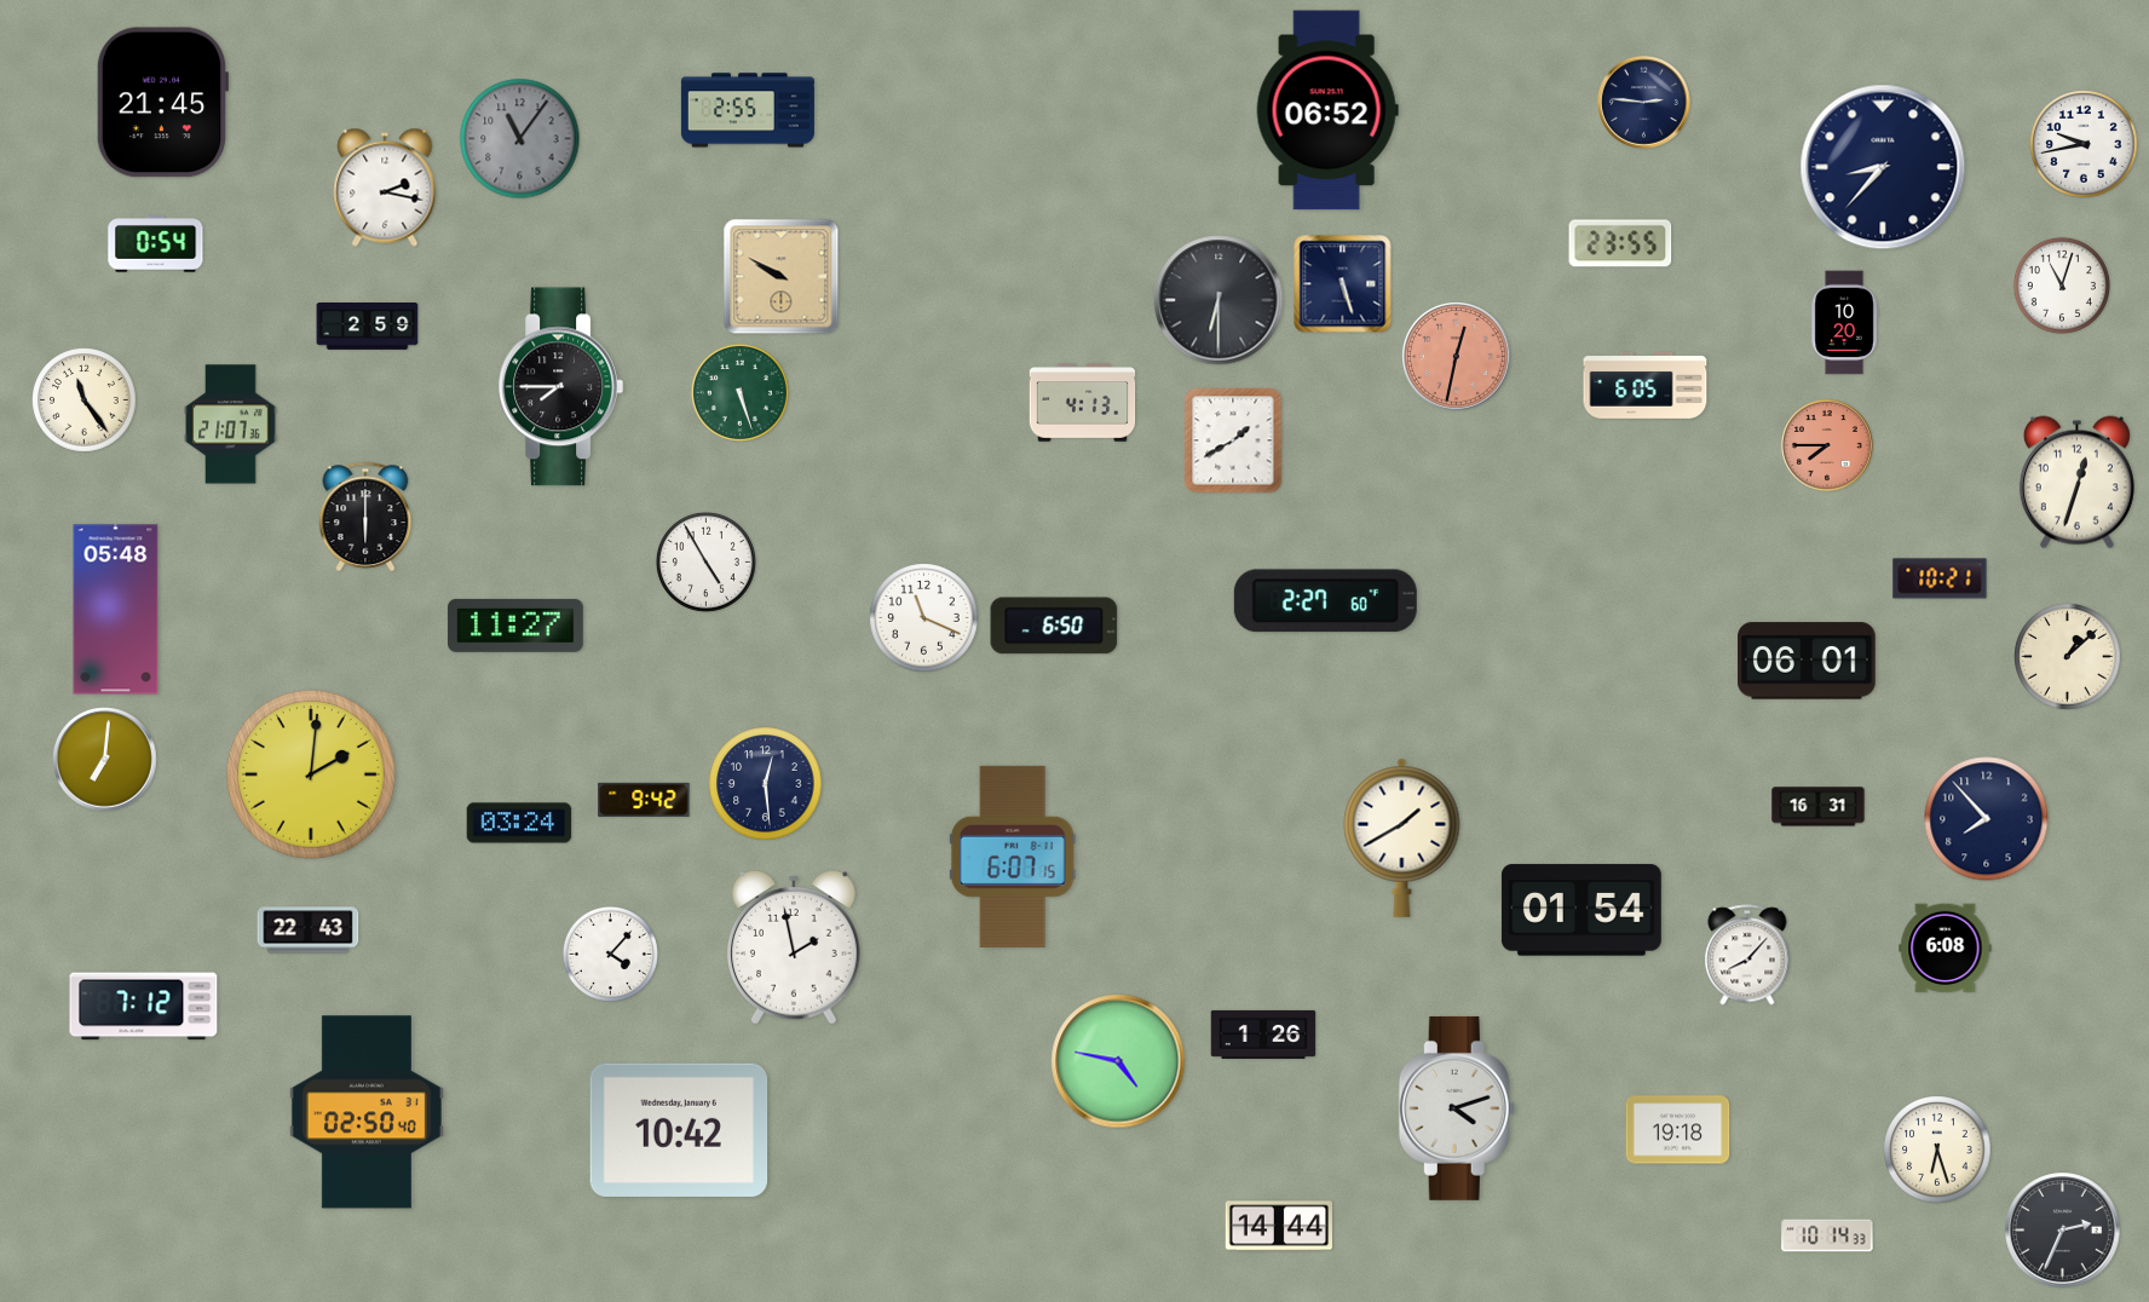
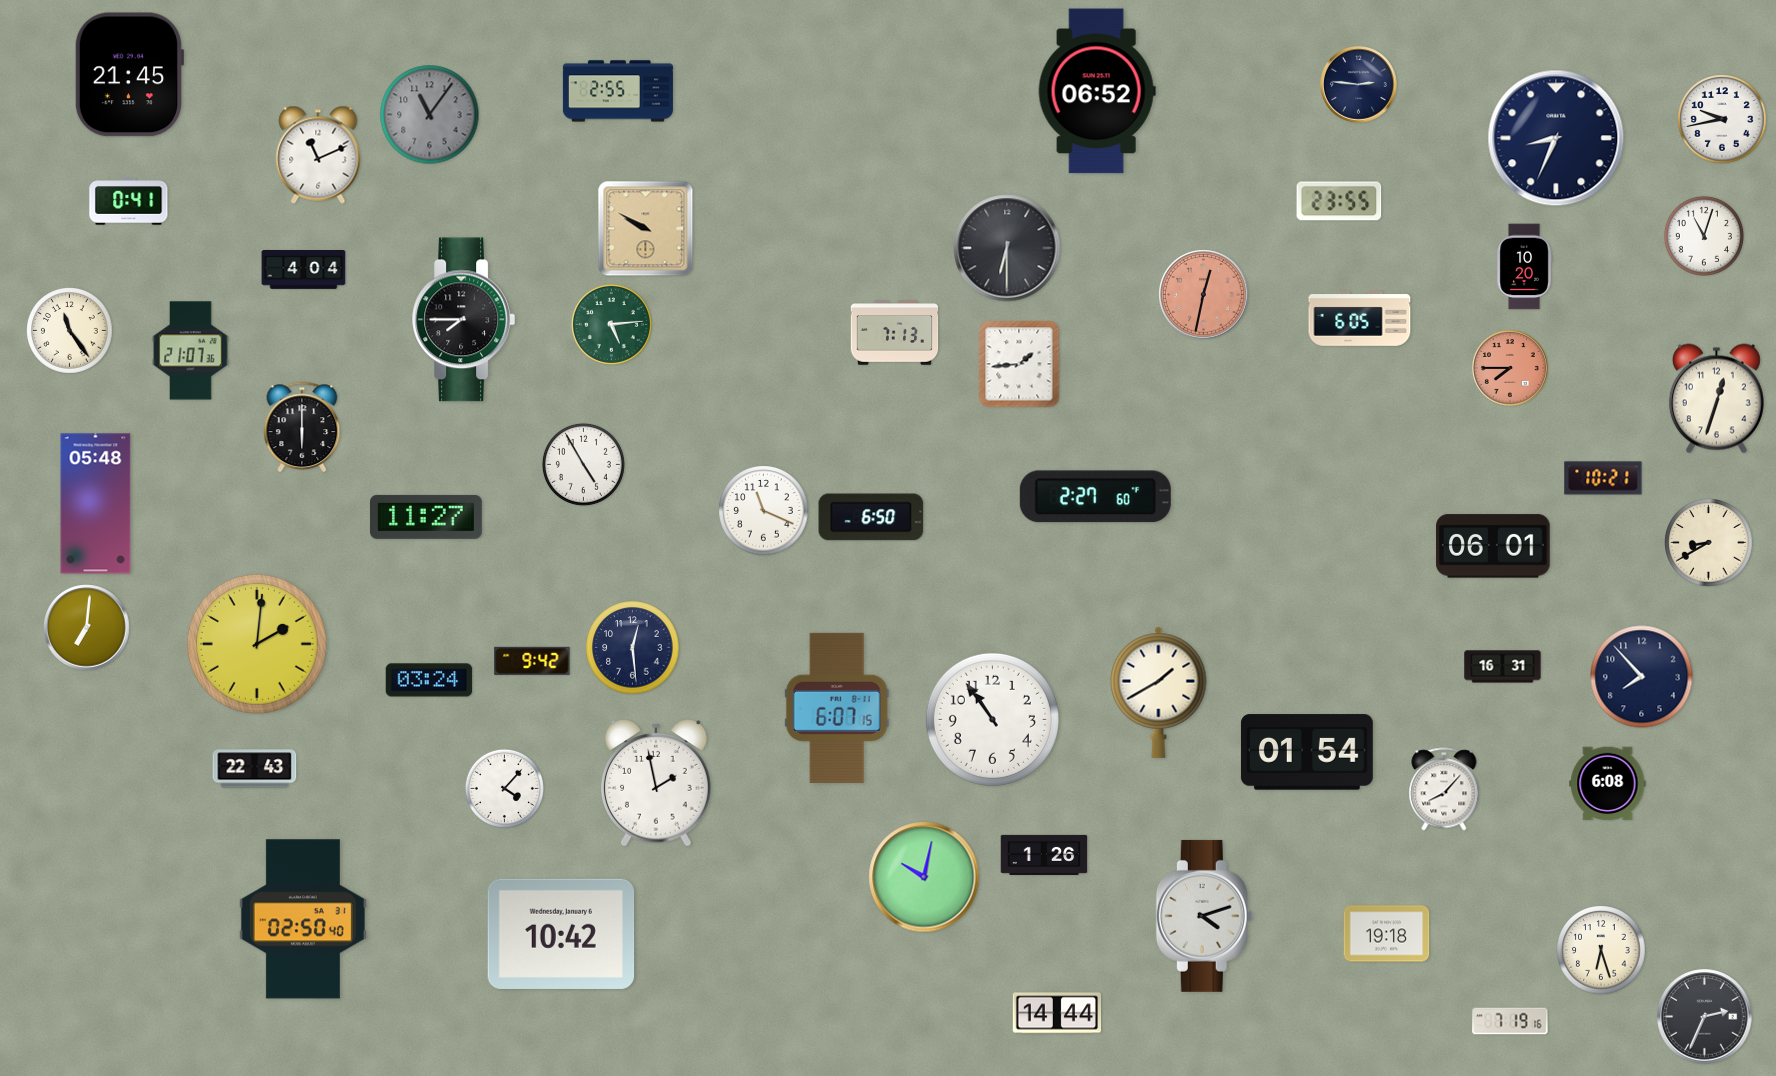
clock at (162, 103) position: (162, 103) -> (129, 75)
clock at (1883, 167): 8:37 -> 8:34
clock at (385, 188): 2:17 -> 11:11
clock at (156, 244): 0:54 -> 0:41
clock at (1343, 284): 5:27 -> none
clock at (368, 327): 2:59 -> 4:04
clock at (739, 392): 5:27 -> 5:14
clock at (1083, 403): 4:13 -> 7:13
clock at (1233, 440): 1:40 -> 1:44
clock at (2068, 657): 1:08 -> 8:40
clock at (311, 774) position: (311, 774) -> (257, 644)
clock at (992, 719): none -> 10:54
clock at (144, 1007): 7:12 -> none
clock at (1118, 1061): 4:47 -> 10:02
clock at (1827, 1235): 10:14 -> 7:19
